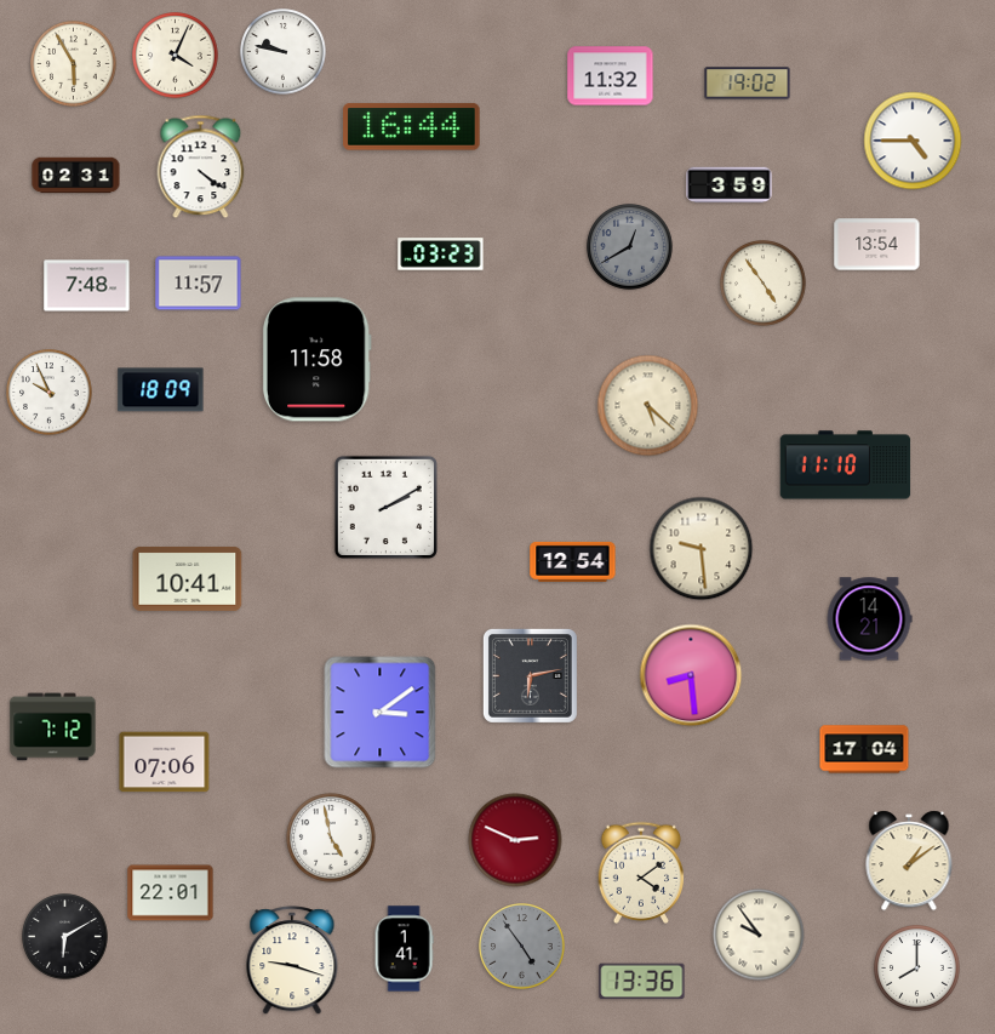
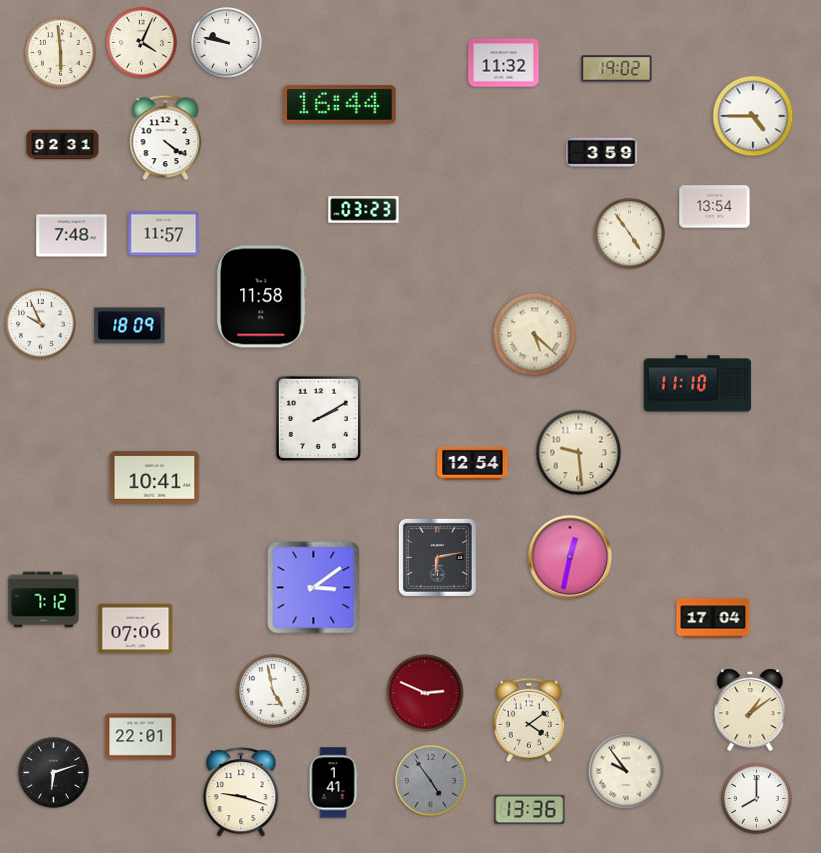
clock at (284, 52) position: (284, 52) -> (227, 43)
clock at (176, 56) position: (176, 56) -> (142, 43)
clock at (74, 64): 5:55 -> 5:59
clock at (877, 245) position: (877, 245) -> (715, 207)
clock at (630, 247): 12:40 -> none
clock at (161, 390) position: (161, 390) -> (130, 326)
clock at (869, 619): 14:21 -> none
clock at (691, 675): 8:29 -> 12:32
clock at (65, 937): 6:10 -> 6:12
